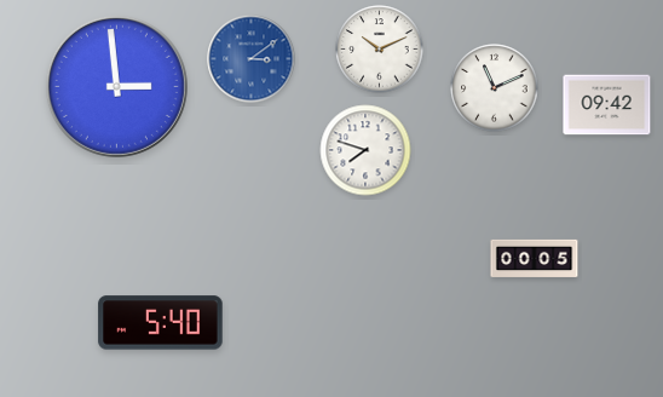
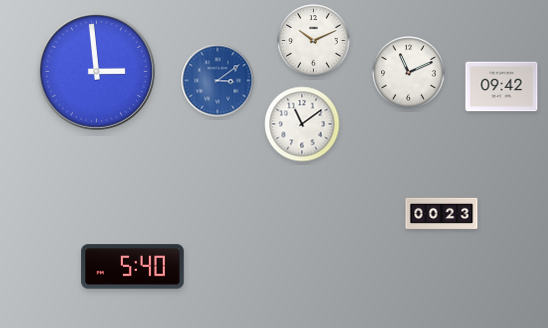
clock at (252, 59) position: (252, 59) -> (218, 81)
clock at (365, 150): 7:48 -> 11:09
clock at (535, 259): 00:05 -> 00:23
